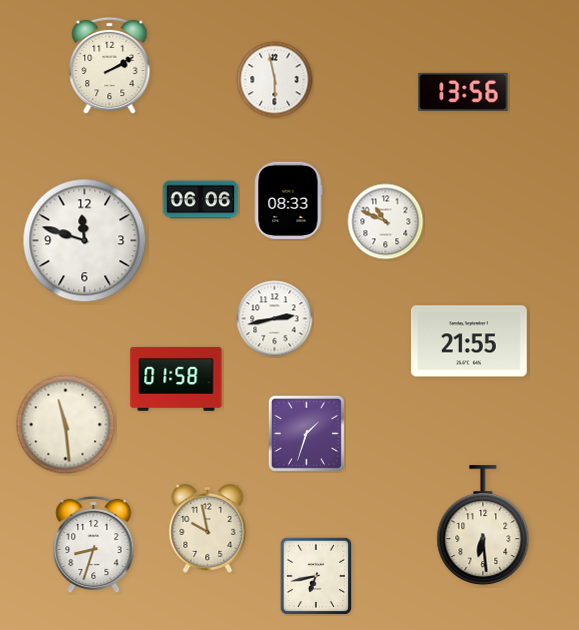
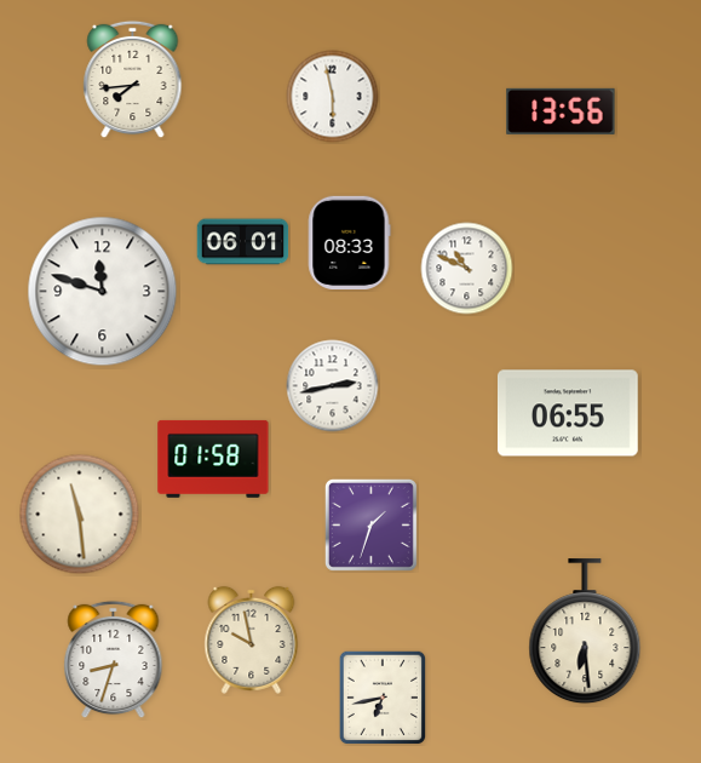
clock at (110, 66): 2:10 -> 7:44
clock at (201, 200): 06:06 -> 06:01
clock at (469, 341): 21:55 -> 06:55
clock at (483, 526) position: (483, 526) -> (585, 632)
